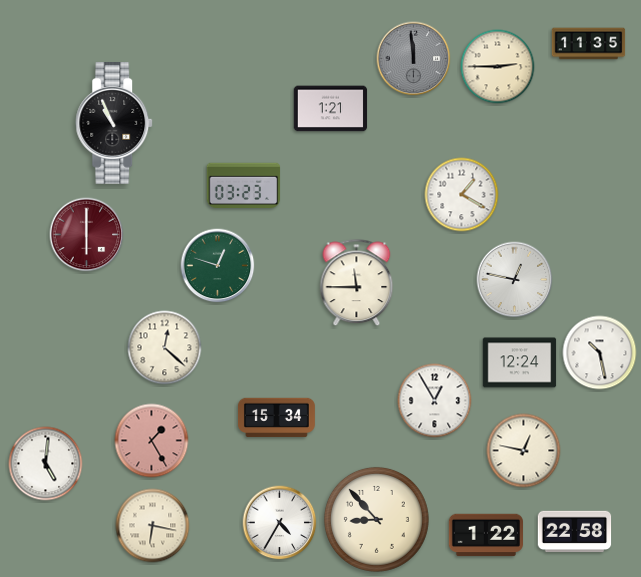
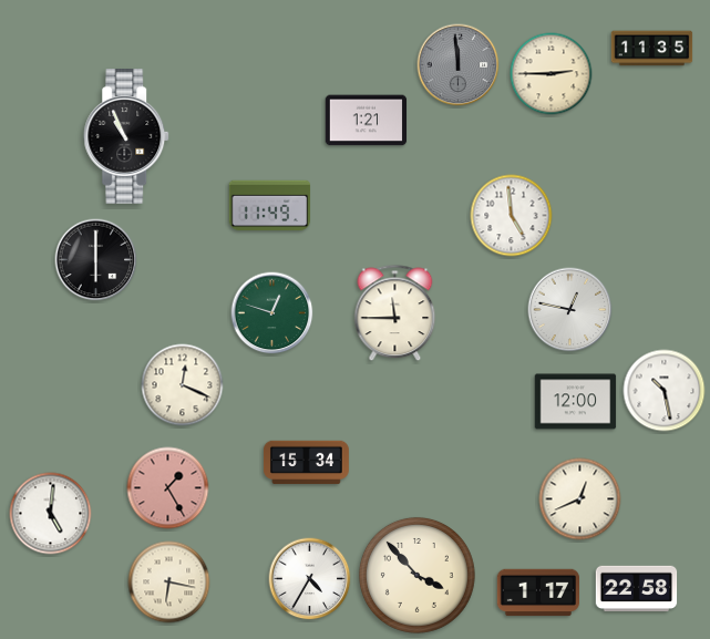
clock at (244, 186): 03:23 -> 11:49
clock at (462, 195): 1:20 -> 4:59
clock at (87, 235) dial: burgundy -> black
clock at (218, 266) position: (218, 266) -> (272, 313)
clock at (165, 348): 12:22 -> 12:19
clock at (520, 363): 12:24 -> 12:00
clock at (435, 401): 12:55 -> none
clock at (524, 451): 12:47 -> 12:41
clock at (376, 519): 8:53 -> 3:53
clock at (485, 535): 1:22 -> 1:17
